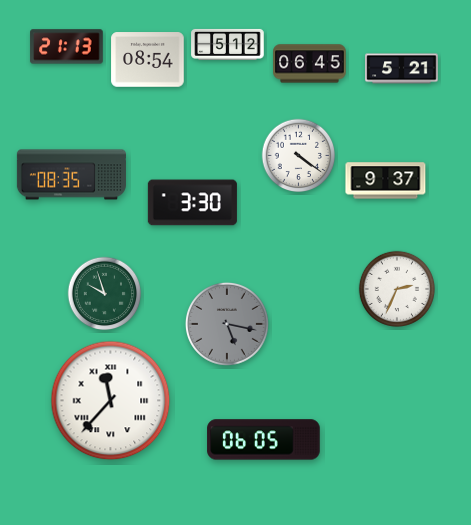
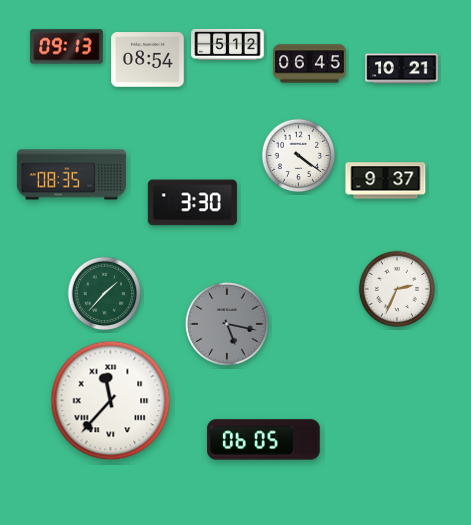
clock at (67, 47): 21:13 -> 09:13
clock at (402, 69): 5:21 -> 10:21
clock at (105, 294): 9:57 -> 1:37
